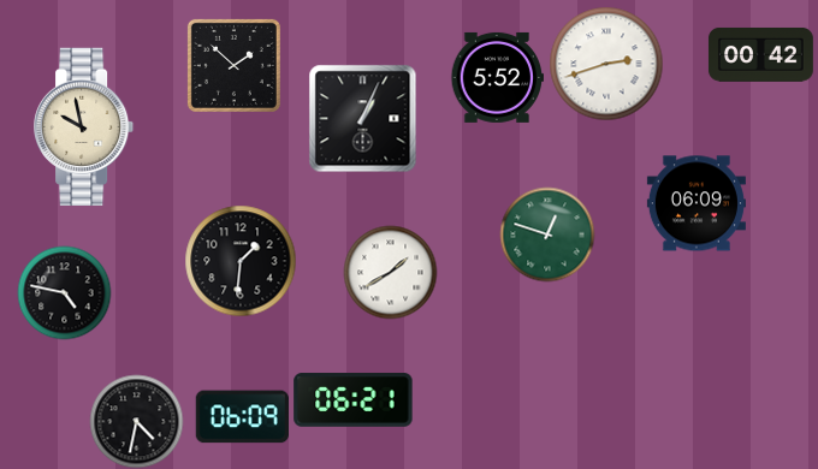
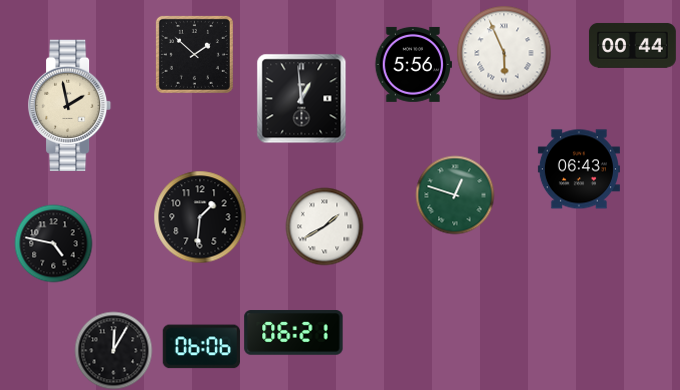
clock at (760, 55): 00:42 -> 00:44
clock at (606, 64): 2:42 -> 5:56
clock at (497, 77): 5:52 -> 5:56
clock at (362, 118): 1:04 -> 12:59
clock at (85, 126): 9:58 -> 1:58
clock at (697, 203): 06:09 -> 06:43
clock at (242, 417): 06:09 -> 06:06
clock at (136, 421): 4:32 -> 12:05
